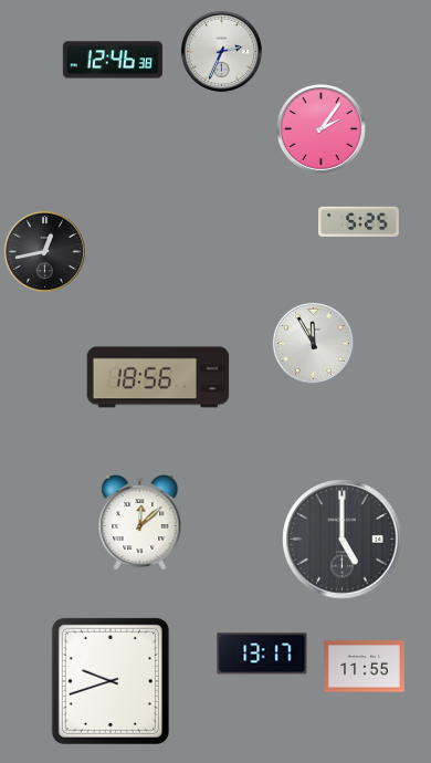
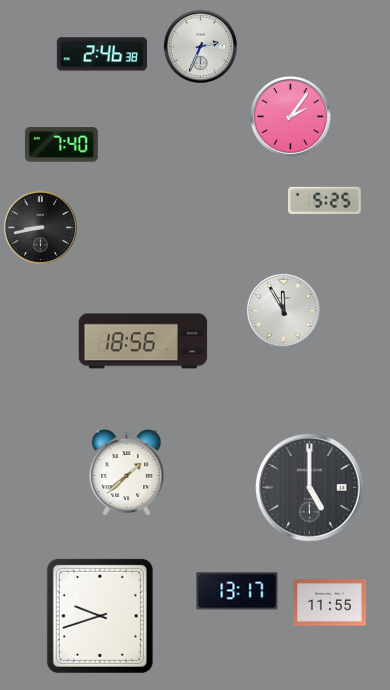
clock at (113, 60): 12:46 -> 2:46
clock at (61, 145): none -> 7:40
clock at (44, 251): 12:43 -> 8:43
clock at (140, 523): 12:08 -> 1:38
